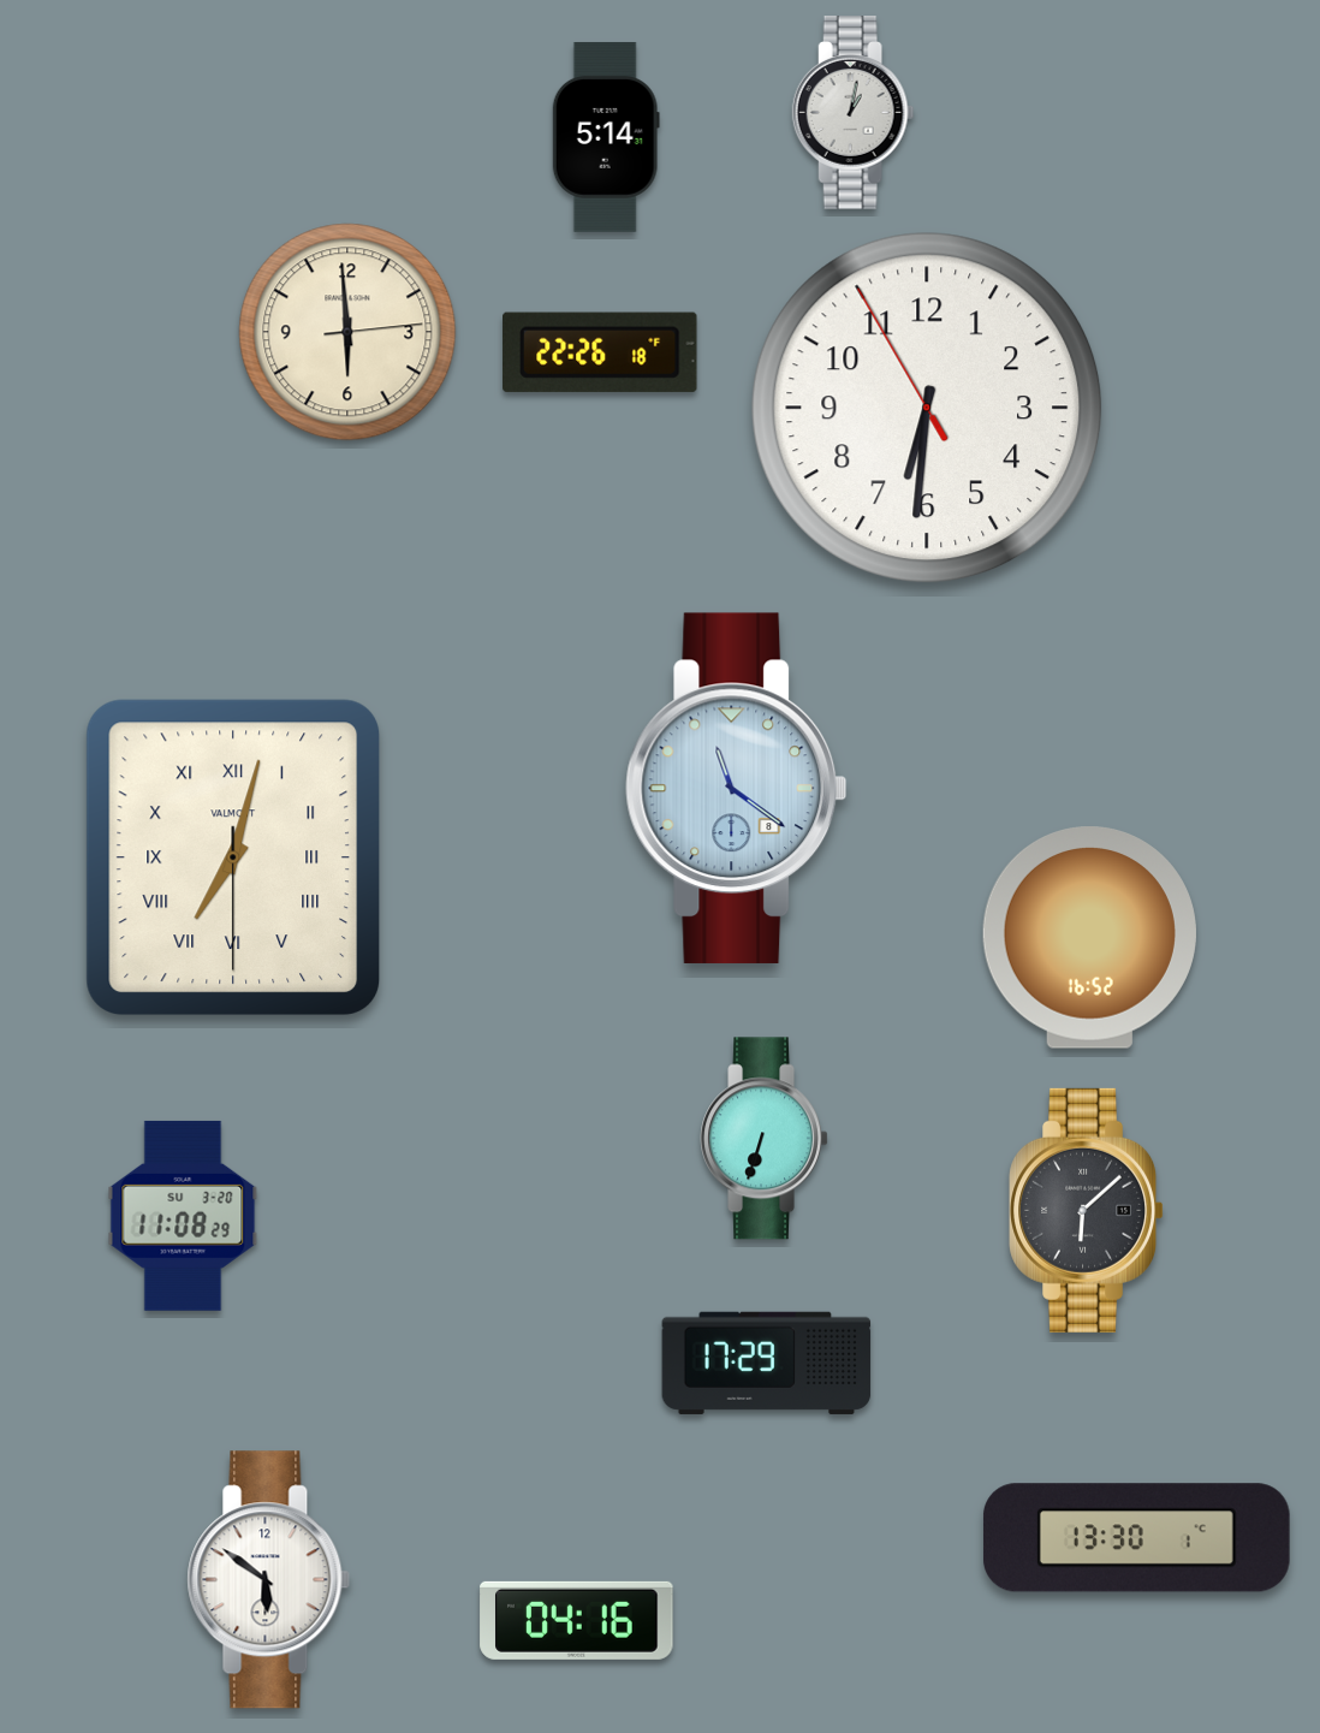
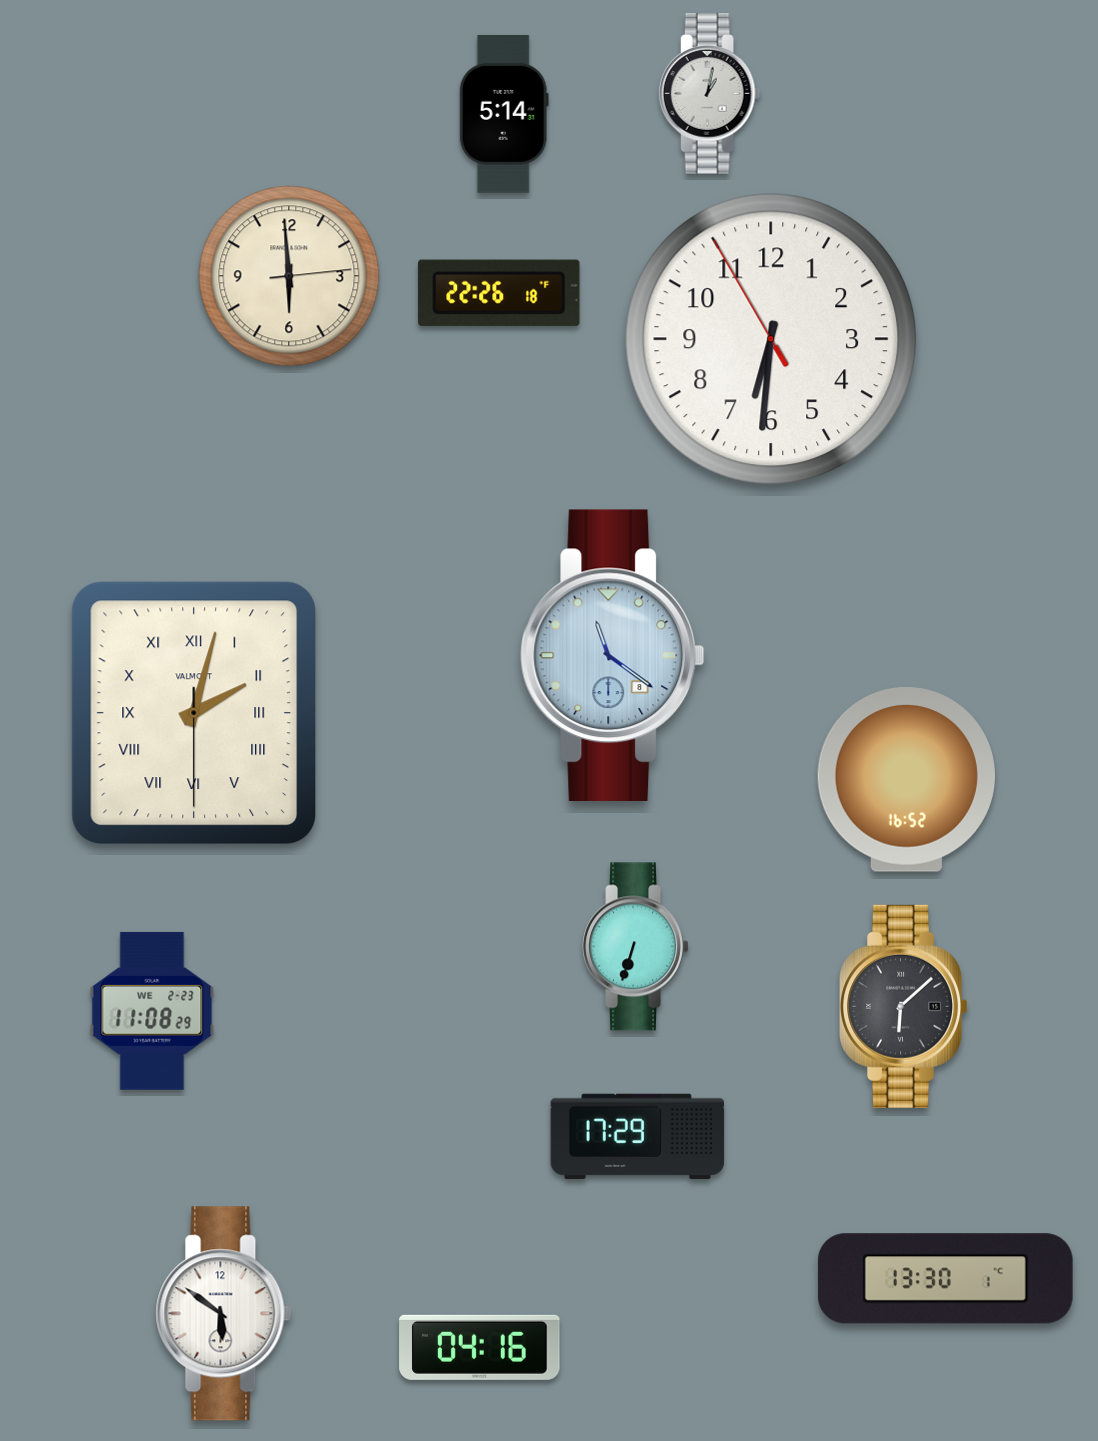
clock at (232, 856): 7:02 -> 2:02
clock at (183, 1216) date: SU 3-20 -> WE 2-23
clock at (767, 1363) position: (767, 1363) -> (638, 1136)
